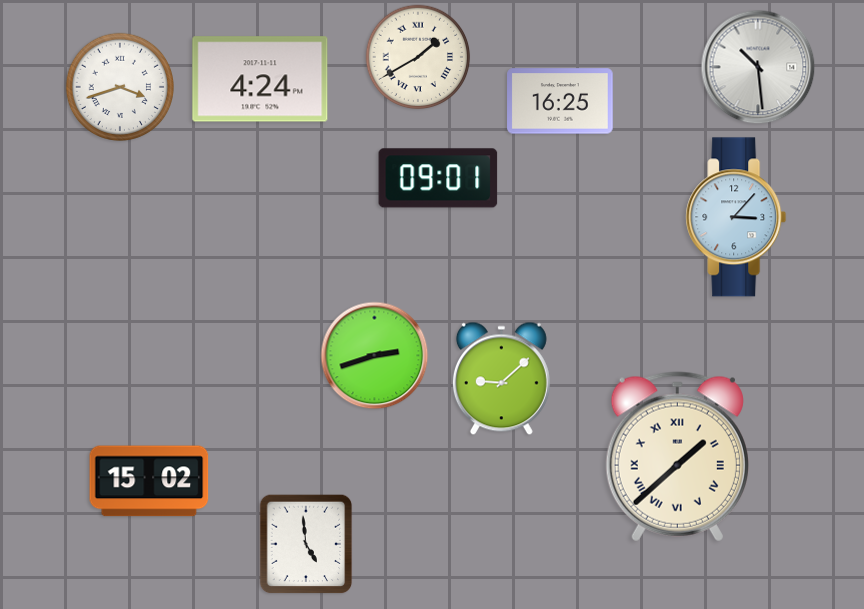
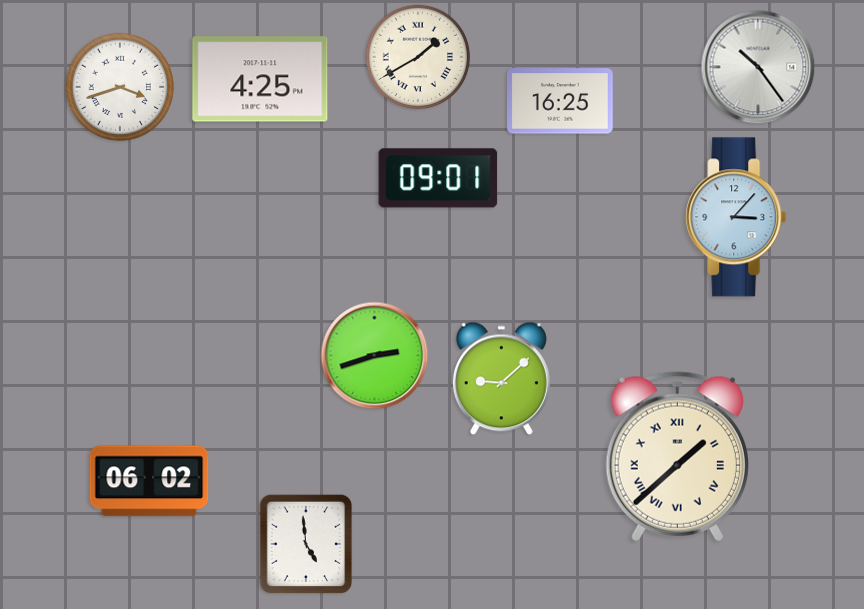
clock at (758, 67): 10:29 -> 10:24
clock at (260, 79): 4:24 -> 4:25
clock at (149, 481): 15:02 -> 06:02
